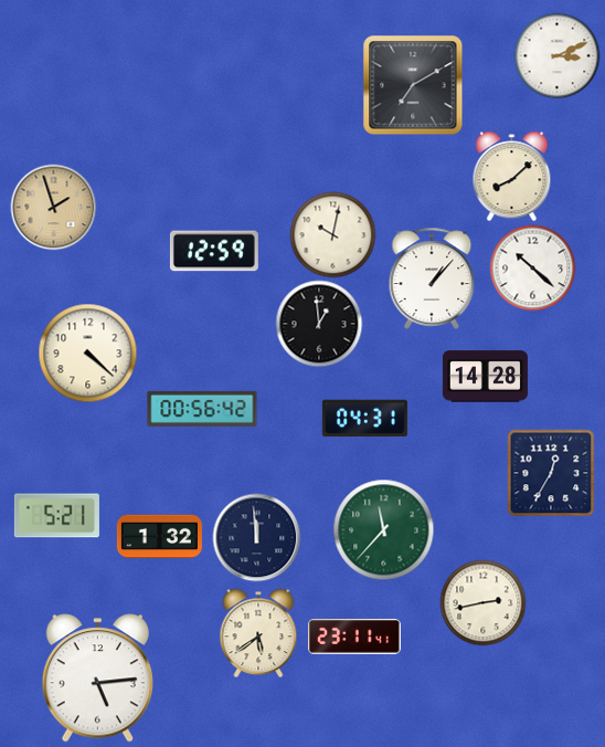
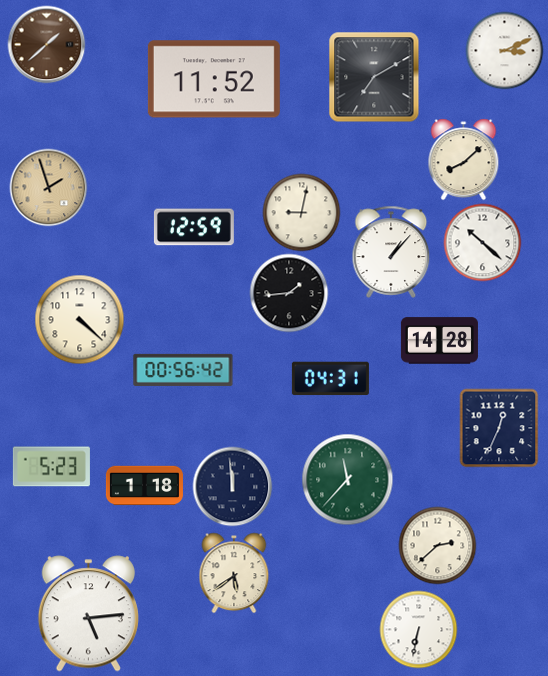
clock at (46, 44): none -> 1:38
clock at (214, 79): none -> 11:52
clock at (332, 234): 10:02 -> 9:02
clock at (319, 324): 12:59 -> 1:44
clock at (551, 473): 12:35 -> 12:34
clock at (56, 516): 5:21 -> 5:23
clock at (159, 537): 1:32 -> 1:18
clock at (482, 602): 2:43 -> 2:38
clock at (354, 638): 23:11 -> none
clock at (418, 629): none -> 6:32
